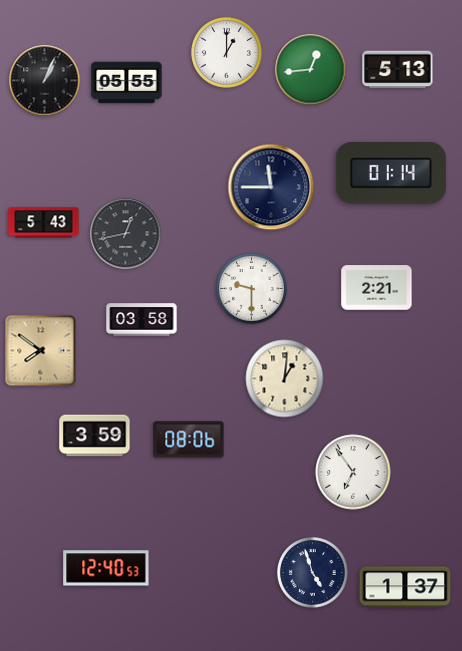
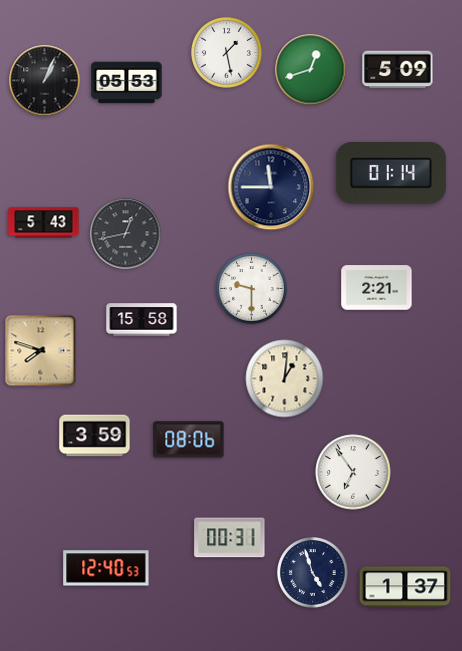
clock at (227, 53): 1:00 -> 1:28
clock at (311, 70): 12:44 -> 12:42
clock at (398, 70): 5:13 -> 5:09
clock at (127, 83): 05:55 -> 05:53
clock at (142, 320): 03:58 -> 15:58
clock at (41, 351): 7:51 -> 7:48
clock at (230, 538): none -> 00:31
